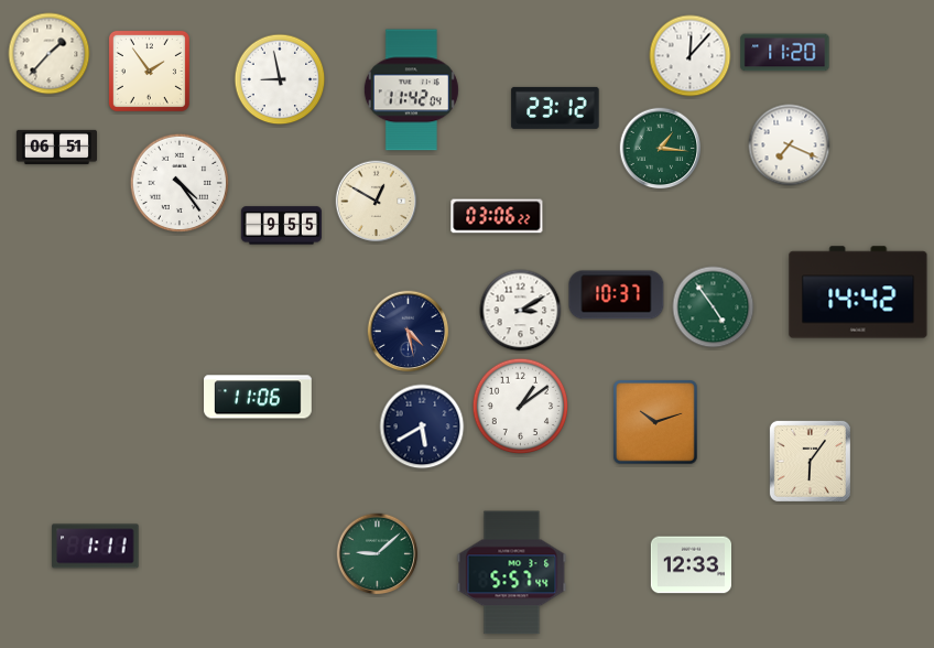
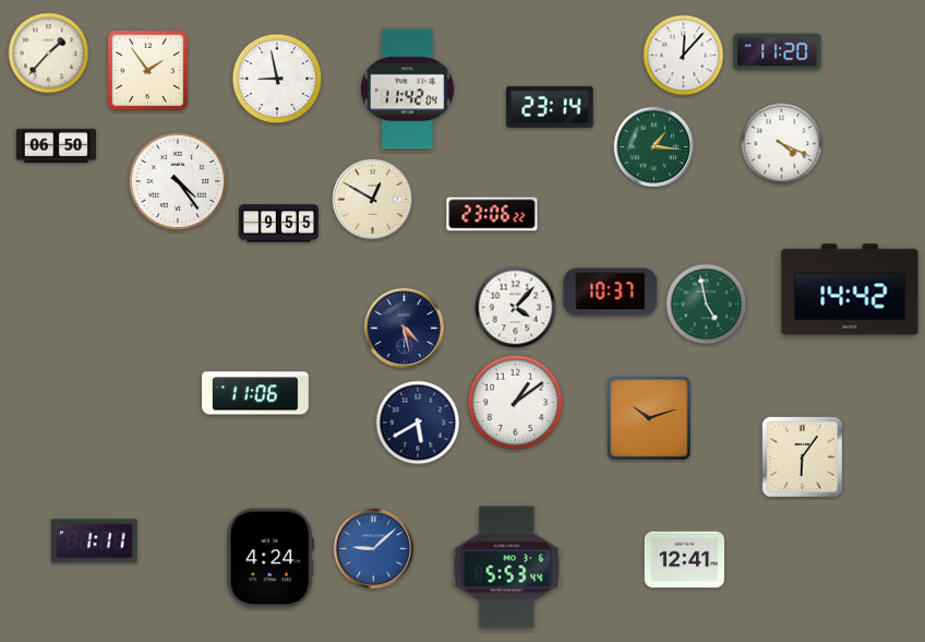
clock at (555, 108): 23:12 -> 23:14
clock at (790, 145): 7:19 -> 4:19
clock at (56, 147): 06:51 -> 06:50
clock at (497, 216): 03:06 -> 23:06
clock at (714, 307): 4:54 -> 4:58
clock at (521, 311): 3:10 -> 4:07
clock at (378, 554) dial: green -> blue
clock at (271, 558): none -> 4:24
clock at (691, 565): 12:33 -> 12:41
clock at (512, 573): 5:57 -> 5:53
